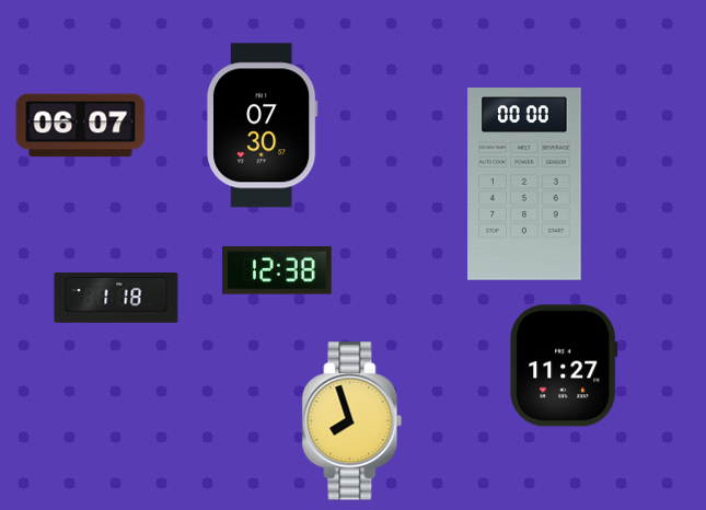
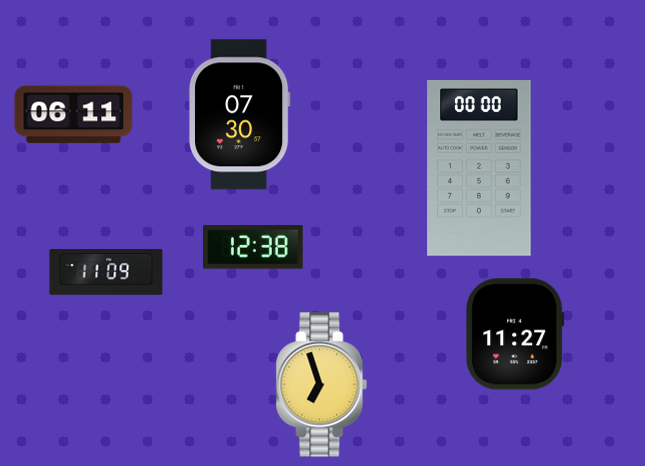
clock at (81, 126): 06:07 -> 06:11
clock at (116, 298): 1:18 -> 11:09
clock at (352, 421): 7:57 -> 6:57
